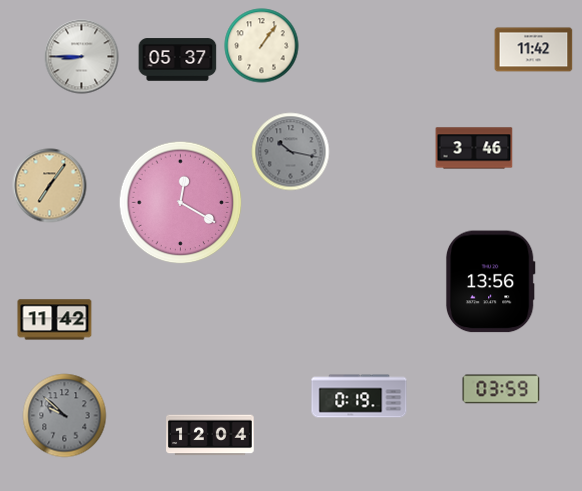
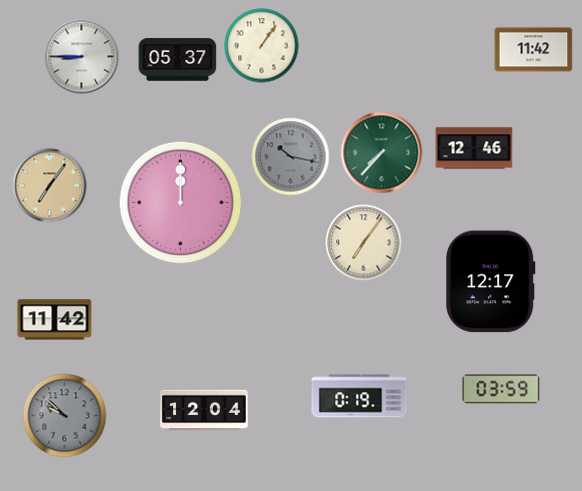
clock at (474, 148): 3:46 -> 12:46
clock at (291, 152) position: (291, 152) -> (291, 157)
clock at (382, 153): none -> 7:37
clock at (181, 203): 12:20 -> 12:00
clock at (364, 243): none -> 7:06
clock at (490, 282): 13:56 -> 12:17
clock at (210, 435) position: (210, 435) -> (204, 410)
